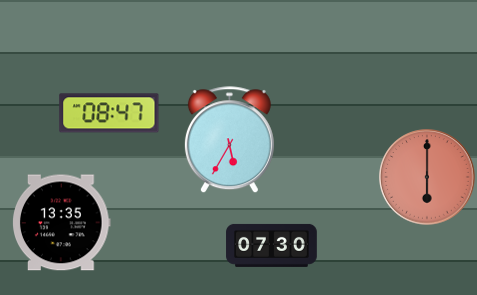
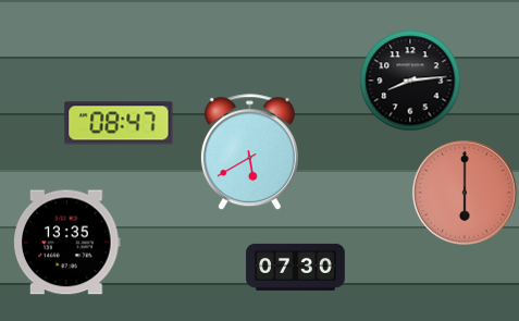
clock at (410, 81): none -> 8:14
clock at (229, 140): 5:35 -> 5:40
